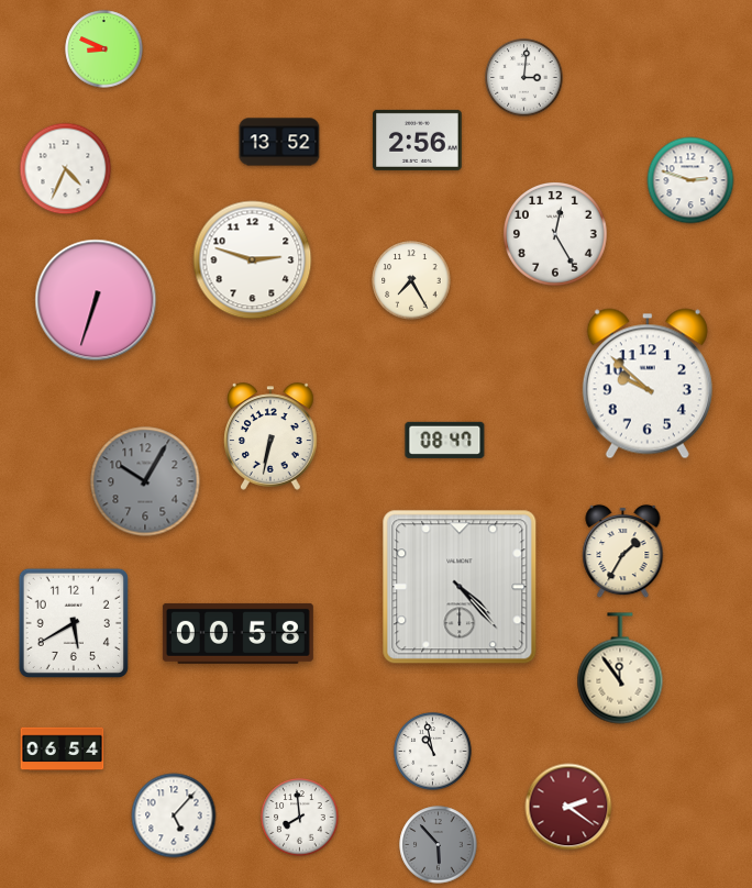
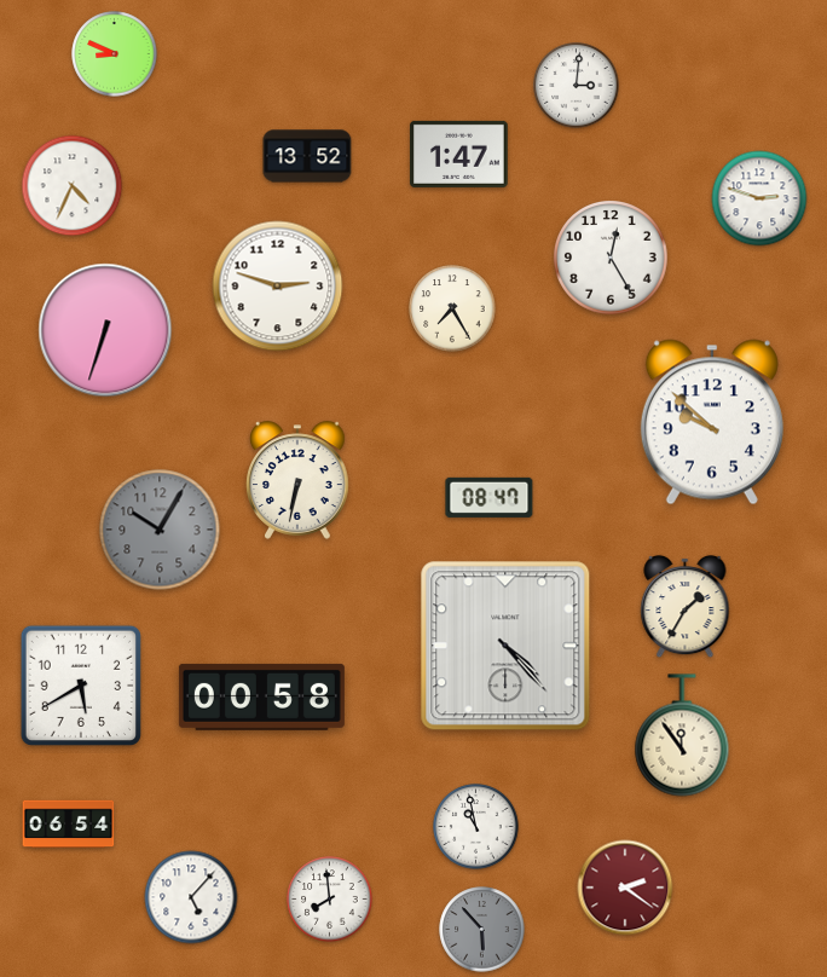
clock at (418, 140): 2:56 -> 1:47
clock at (445, 440) position: (445, 440) -> (490, 497)
